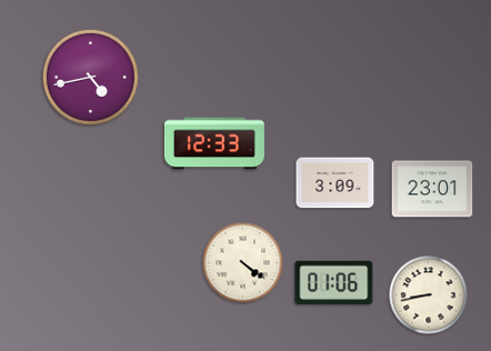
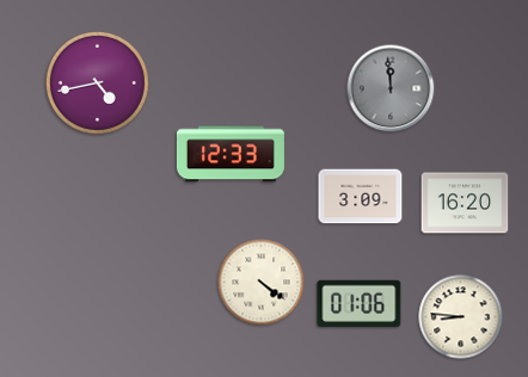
clock at (391, 88): none -> 11:59
clock at (432, 189): 23:01 -> 16:20
clock at (429, 295): 8:43 -> 8:46
